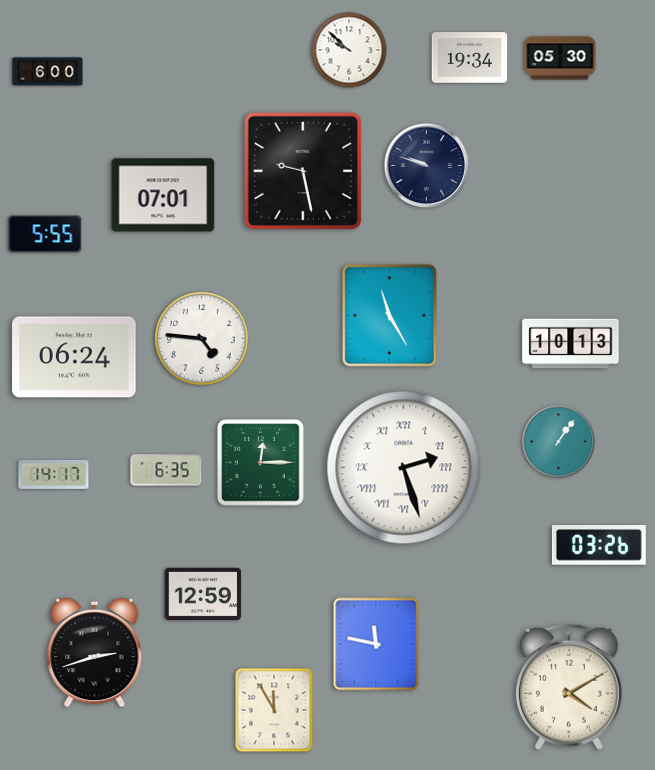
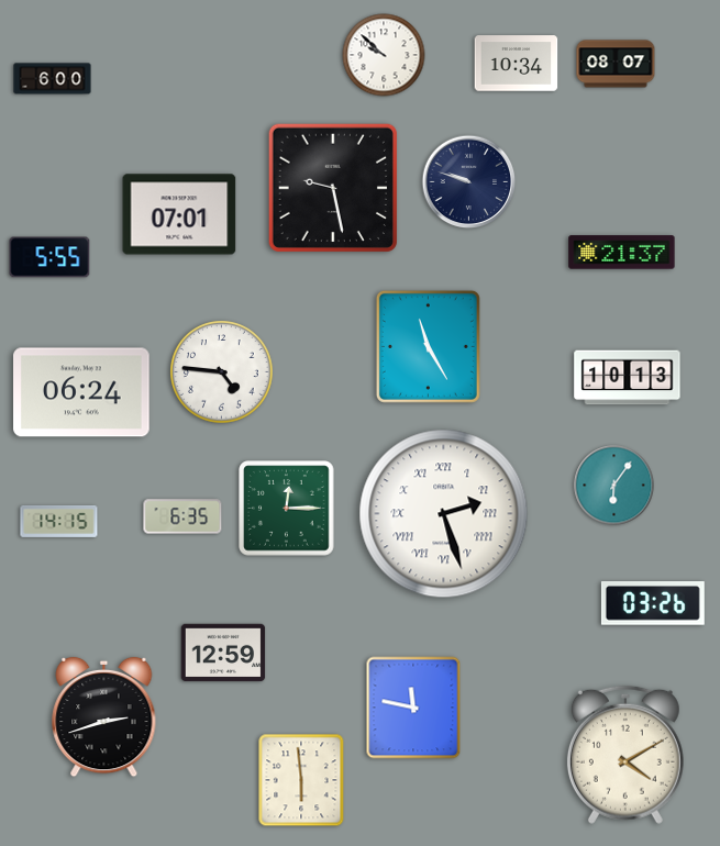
clock at (470, 58): 19:34 -> 10:34
clock at (560, 58): 05:30 -> 08:07
clock at (622, 253): none -> 21:37
clock at (559, 442): 1:06 -> 6:06
clock at (54, 474): 14:17 -> 14:15
clock at (599, 546) position: (599, 546) -> (653, 604)
clock at (274, 710): 11:55 -> 5:59
